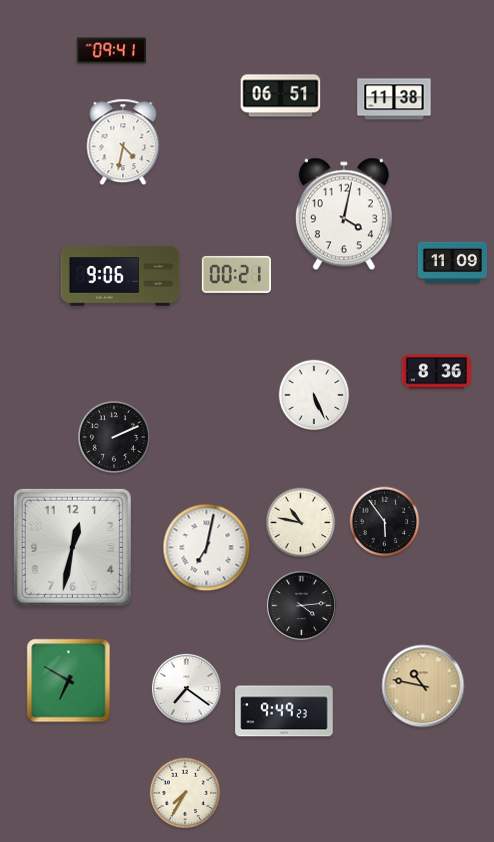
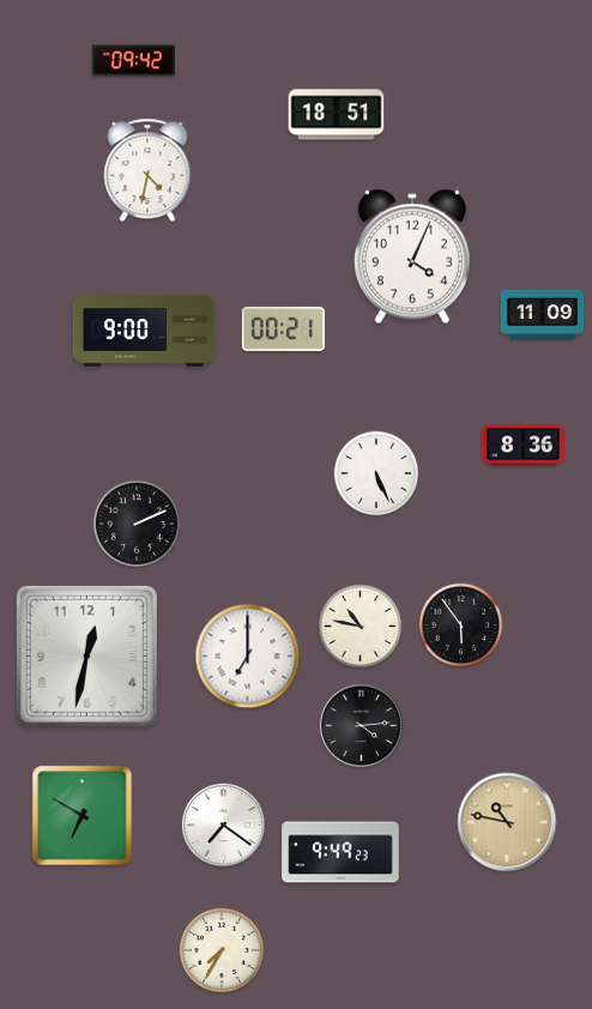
clock at (111, 51): 09:41 -> 09:42
clock at (281, 96): 06:51 -> 18:51
clock at (394, 99): 11:38 -> none
clock at (344, 214): 4:02 -> 4:04
clock at (120, 276): 9:06 -> 9:00
clock at (207, 548): 7:02 -> 7:00
